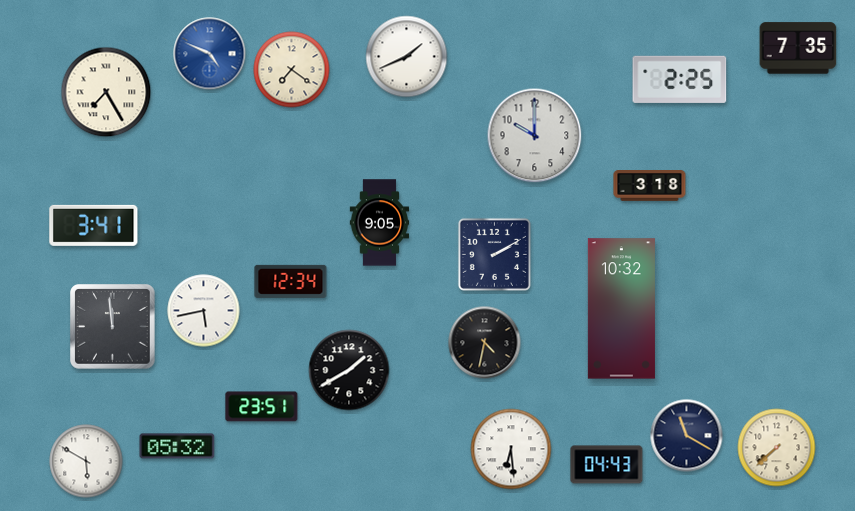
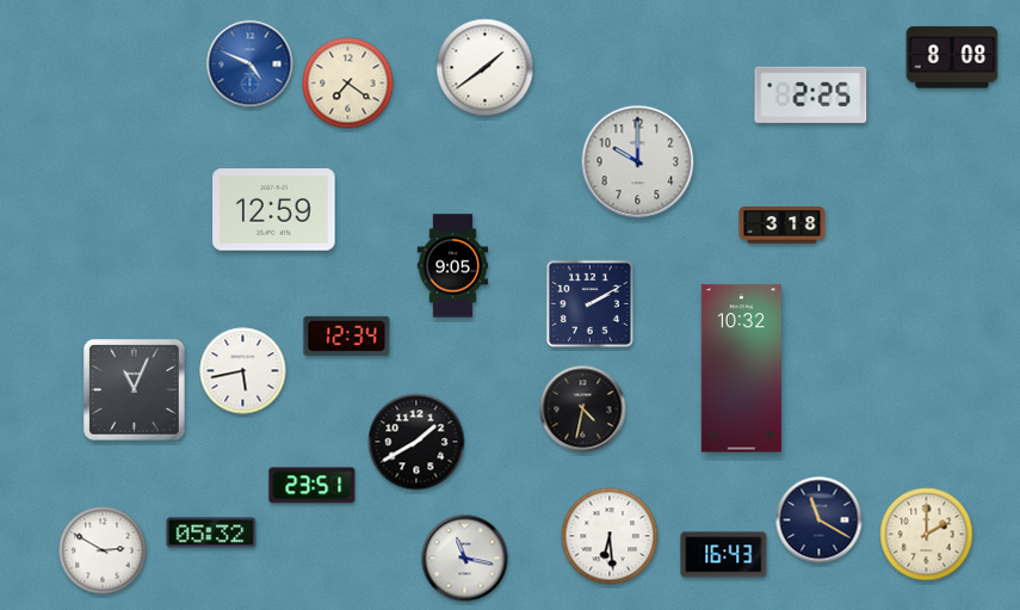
clock at (798, 48): 7:35 -> 8:08
clock at (407, 57): 1:41 -> 1:39
clock at (106, 92): 7:25 -> none
clock at (274, 210): none -> 12:59
clock at (650, 186) position: (650, 186) -> (783, 226)
clock at (94, 225): 3:41 -> none
clock at (113, 327): 11:59 -> 11:04
clock at (485, 343) position: (485, 343) -> (583, 409)
clock at (777, 448): 7:38 -> 2:00
clock at (86, 461): 5:50 -> 2:50
clock at (607, 465): 04:43 -> 16:43
clock at (465, 559): none -> 11:17
